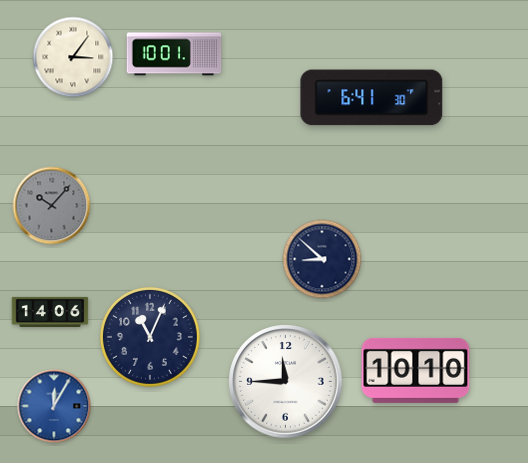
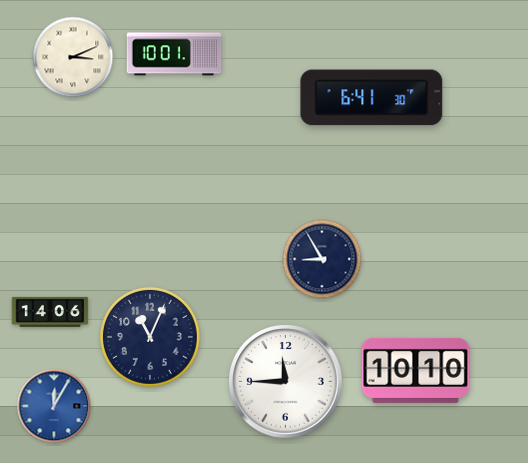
clock at (73, 57): 3:06 -> 3:11
clock at (52, 206): 10:07 -> none
clock at (322, 259): 8:52 -> 8:55
